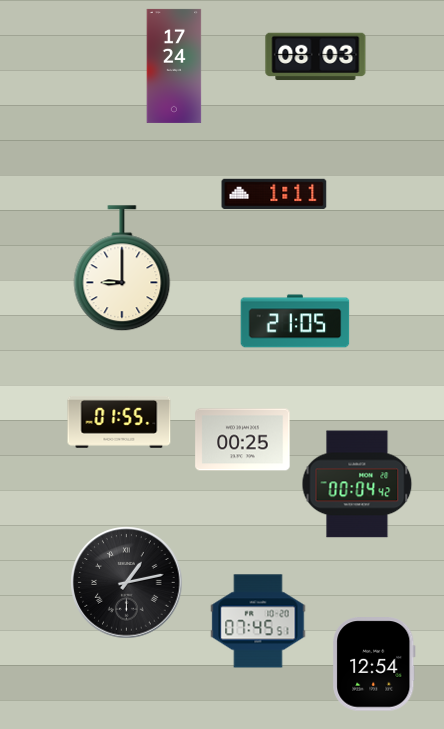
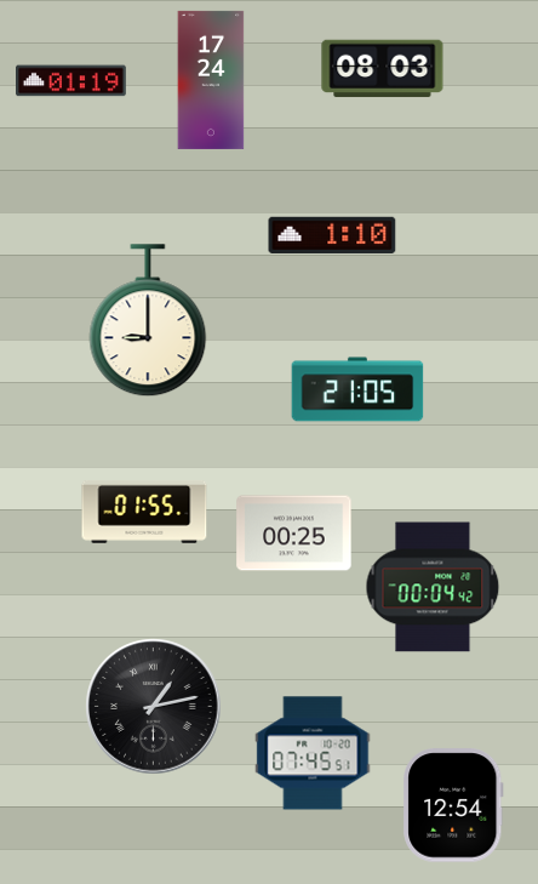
clock at (71, 81): none -> 01:19
clock at (274, 194): 1:11 -> 1:10
clock at (122, 269) position: (122, 269) -> (148, 321)
